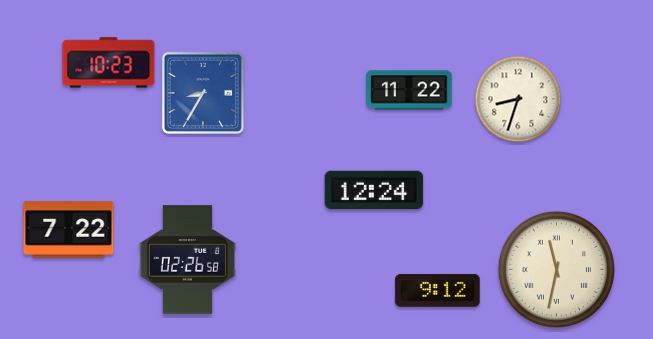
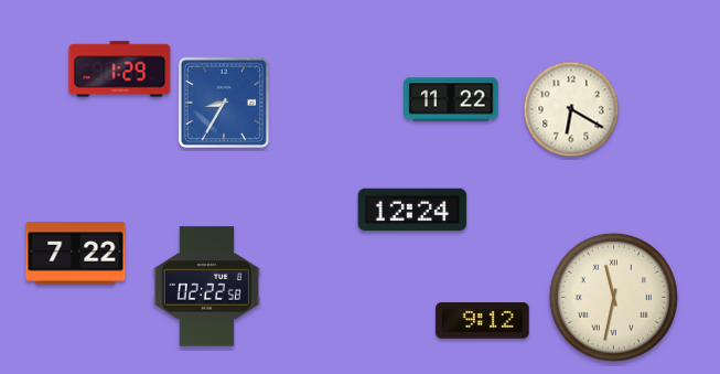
clock at (109, 63): 10:23 -> 1:29
clock at (518, 99): 8:33 -> 6:20
clock at (187, 260): 02:26 -> 02:22
